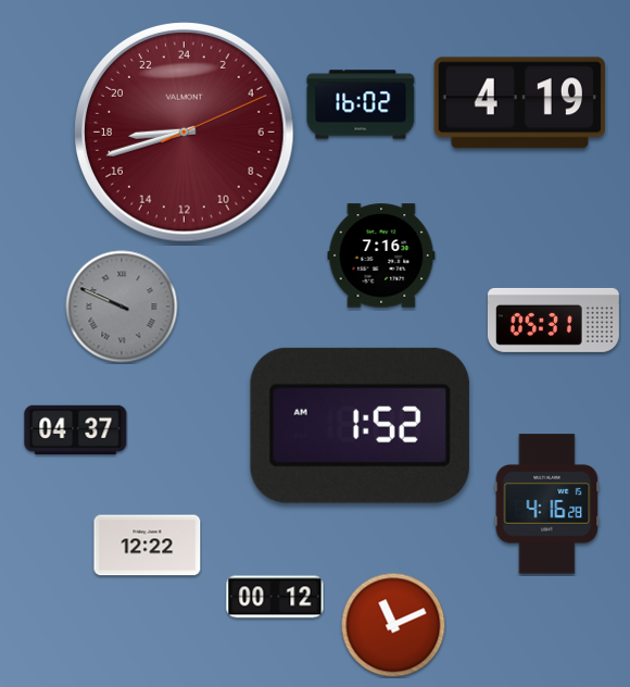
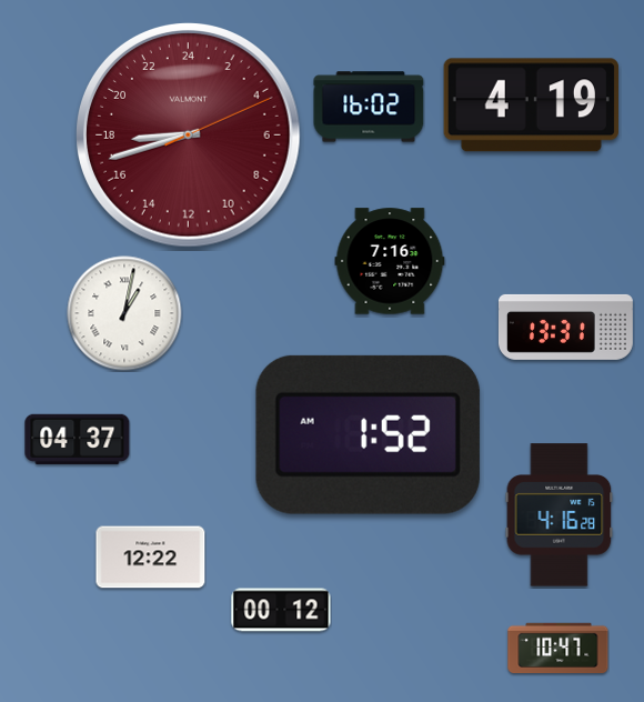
clock at (122, 307): 9:49 -> 1:02
clock at (122, 307) dial: grey -> white
clock at (553, 320): 05:31 -> 13:31
clock at (393, 625): 11:11 -> none
clock at (559, 648): none -> 10:47
